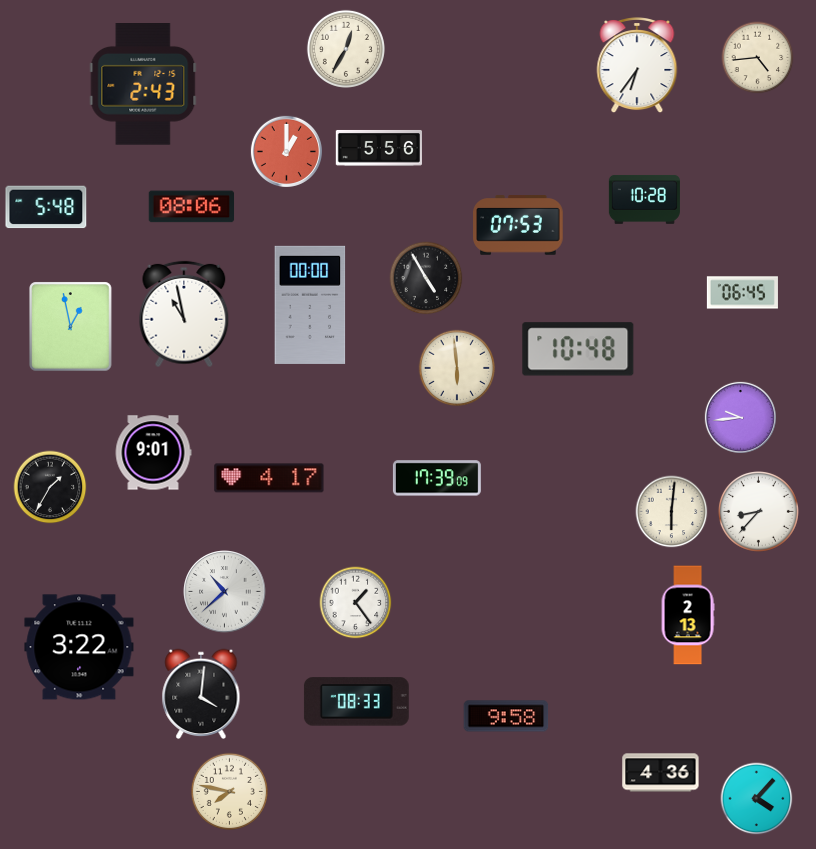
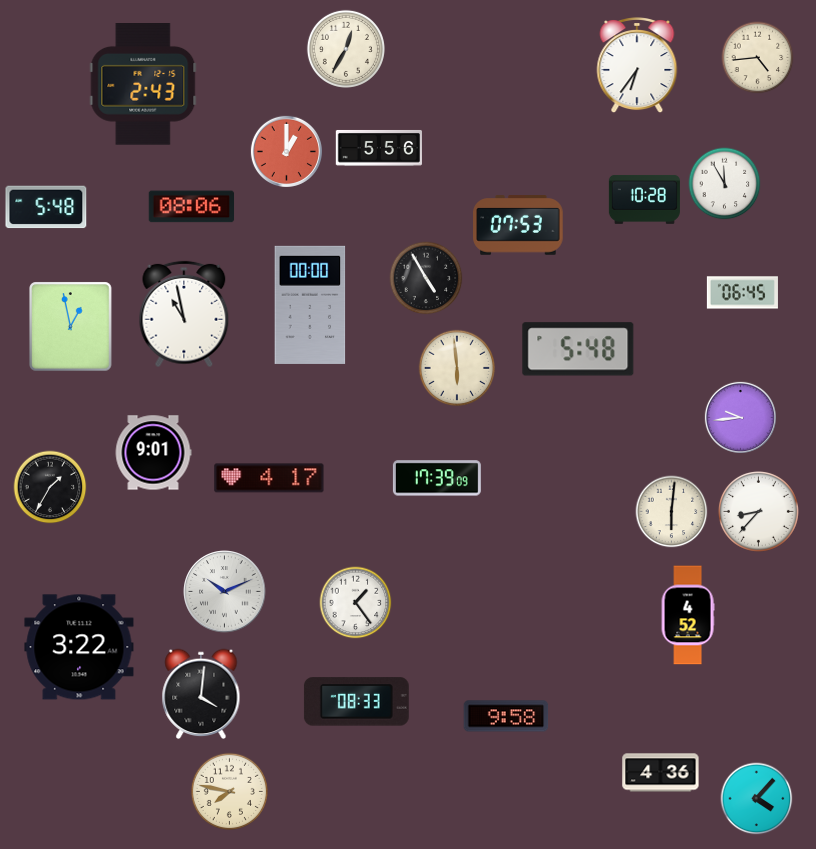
clock at (725, 184): none -> 11:55
clock at (578, 349): 10:48 -> 5:48
clock at (225, 592): 10:38 -> 10:11
clock at (688, 615): 2:13 -> 4:52
